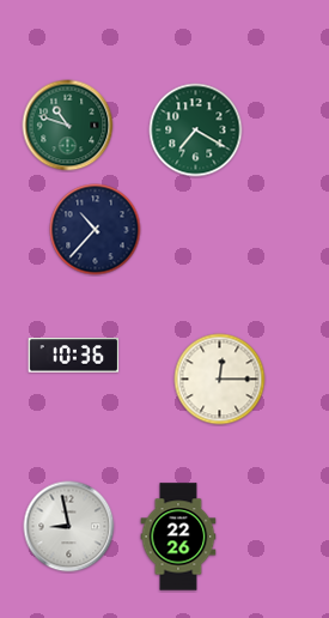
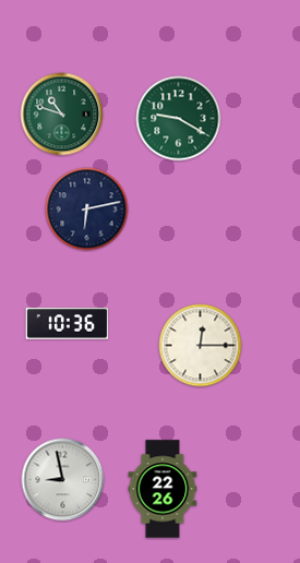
clock at (196, 131): 7:20 -> 9:20
clock at (96, 230): 10:37 -> 6:13
